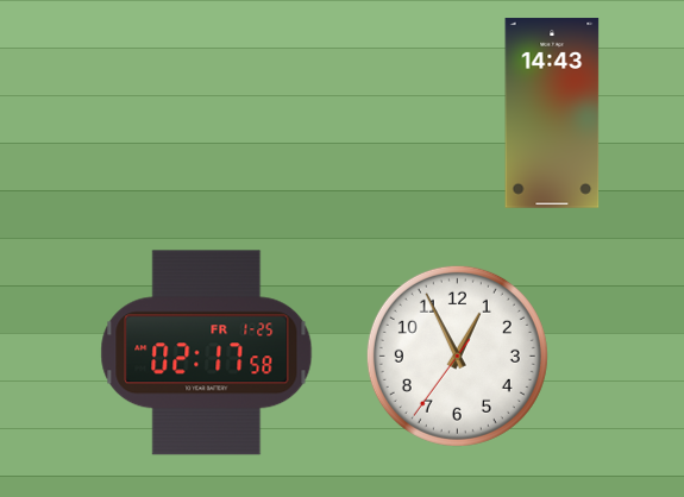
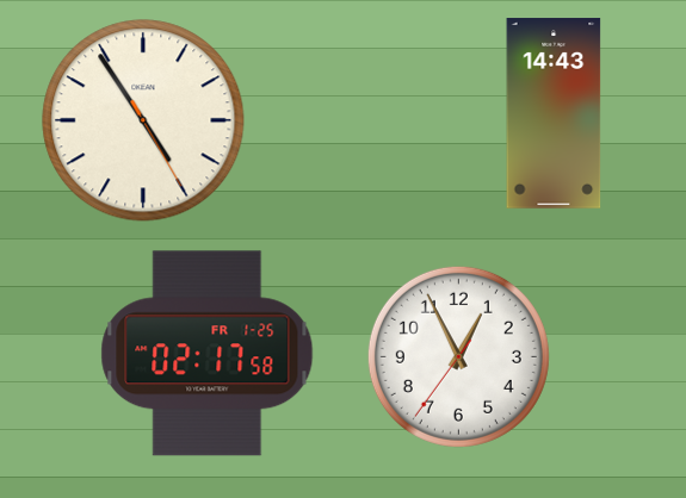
clock at (143, 120): none -> 4:54
